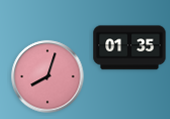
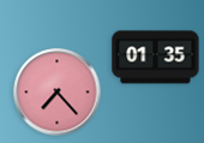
clock at (48, 77): 8:03 -> 7:23
